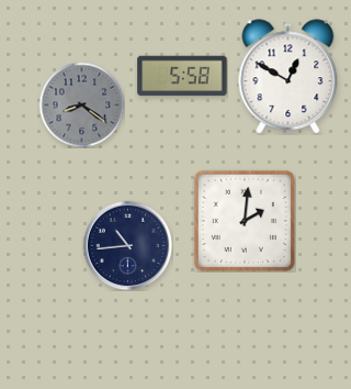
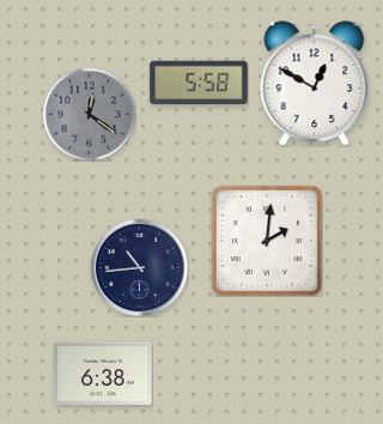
clock at (81, 104): 8:21 -> 12:21
clock at (103, 372): none -> 6:38
